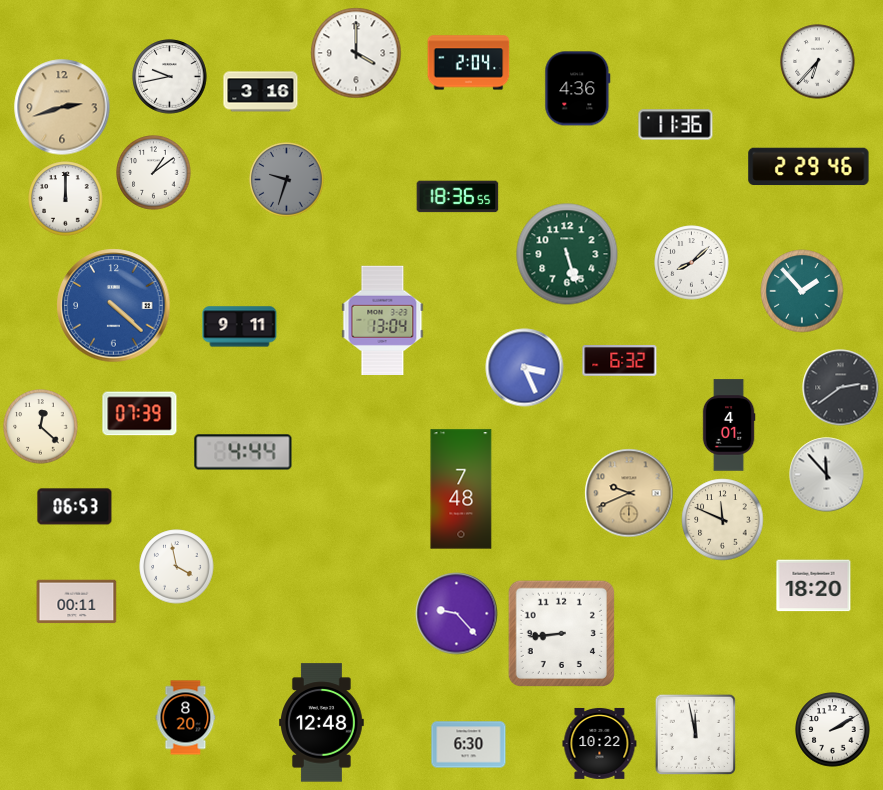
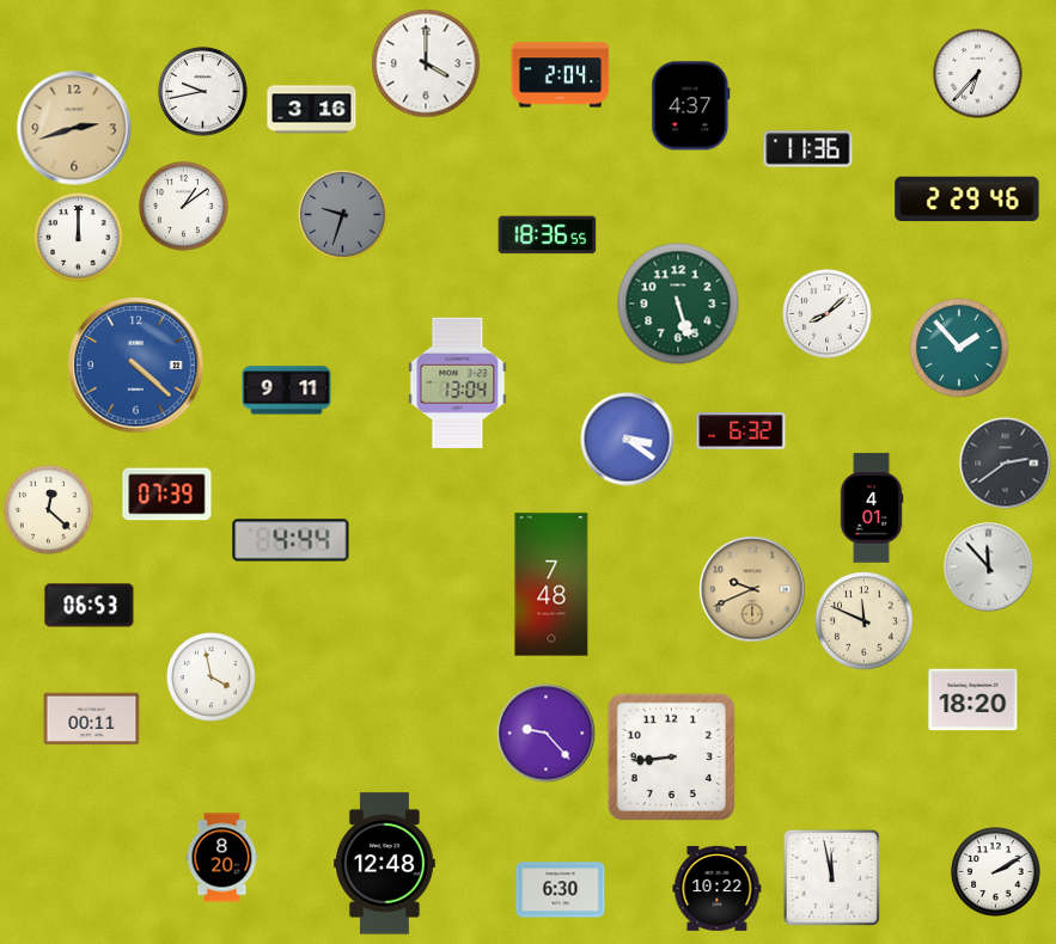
clock at (578, 89): 4:36 -> 4:37
clock at (525, 368): 3:26 -> 3:21
